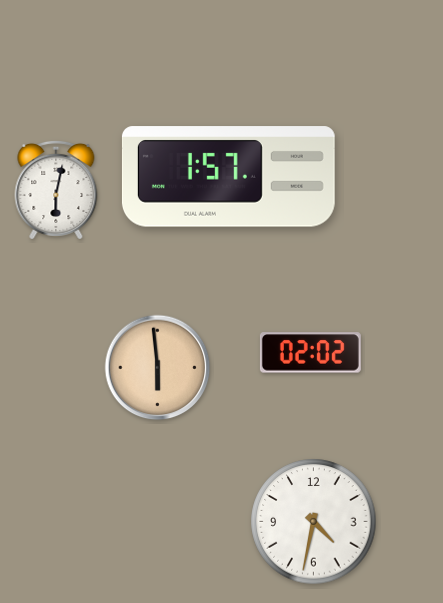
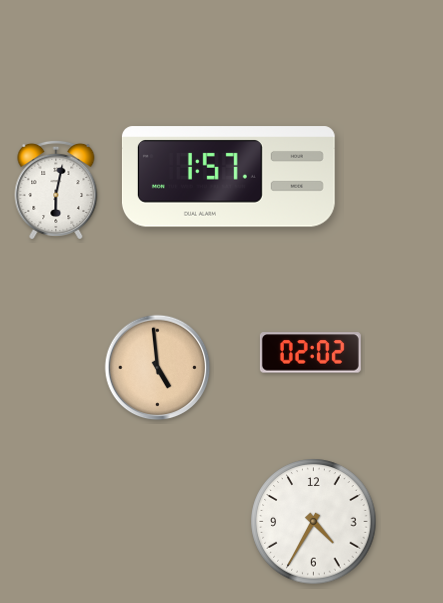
clock at (158, 368): 5:59 -> 4:59
clock at (314, 522): 4:32 -> 4:35
